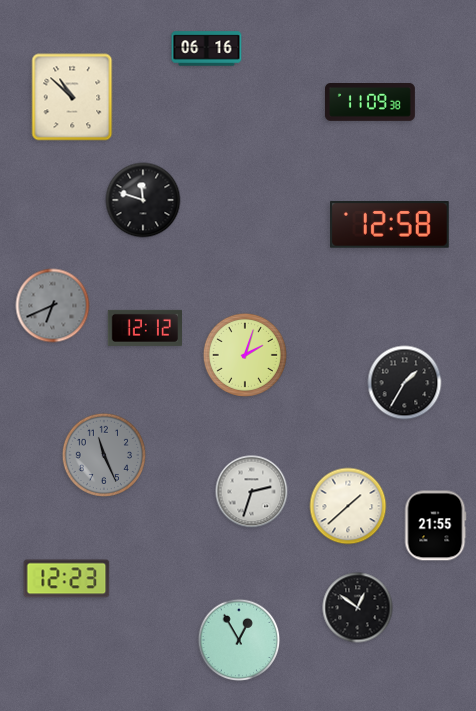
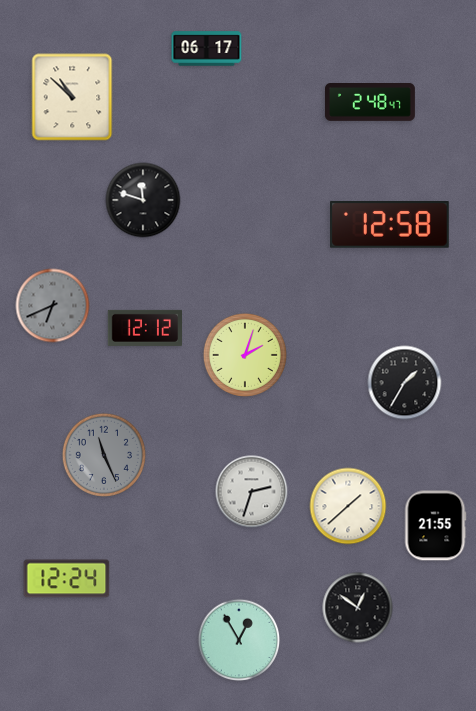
clock at (207, 49): 06:16 -> 06:17
clock at (370, 102): 11:09 -> 2:48
clock at (67, 579): 12:23 -> 12:24
